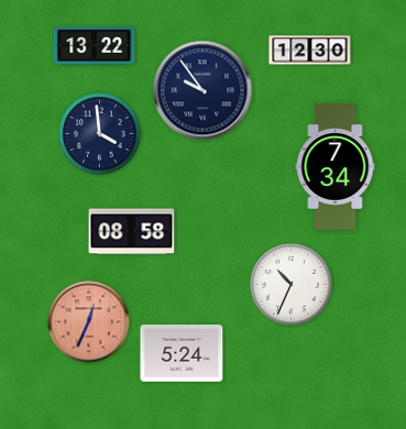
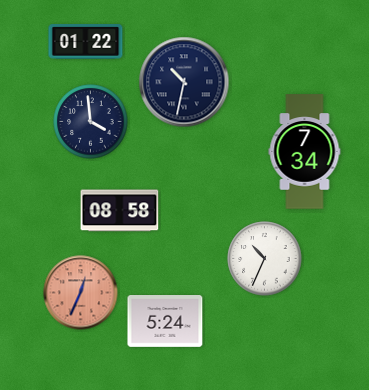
clock at (95, 46): 13:22 -> 01:22
clock at (310, 51): 12:30 -> none
clock at (202, 90): 9:54 -> 10:32
